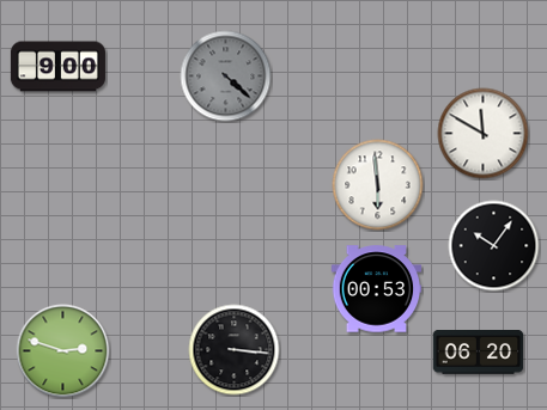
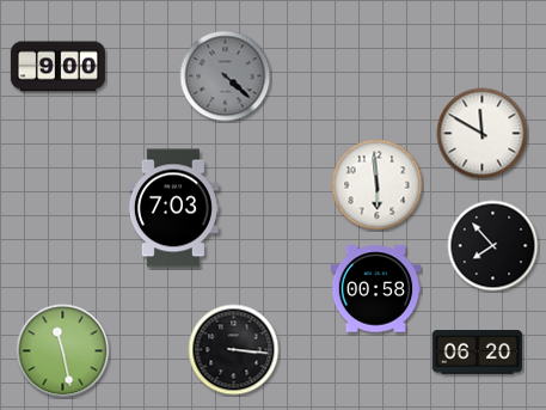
clock at (173, 208): none -> 7:03
clock at (494, 246): 10:06 -> 7:53
clock at (377, 289): 00:53 -> 00:58
clock at (63, 351): 2:48 -> 11:28
